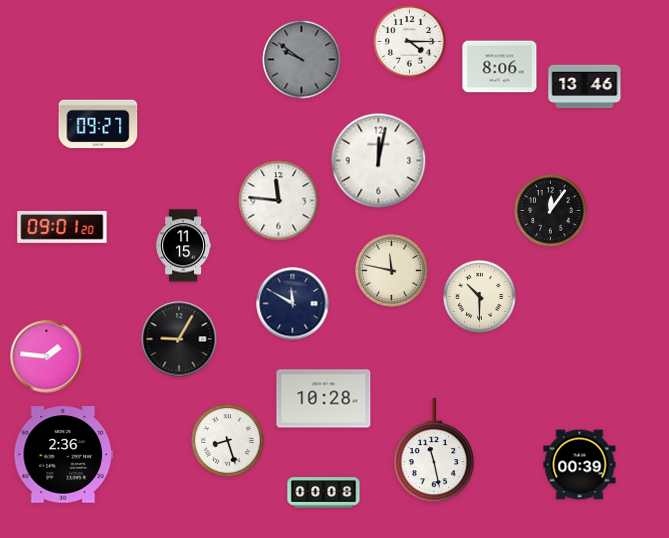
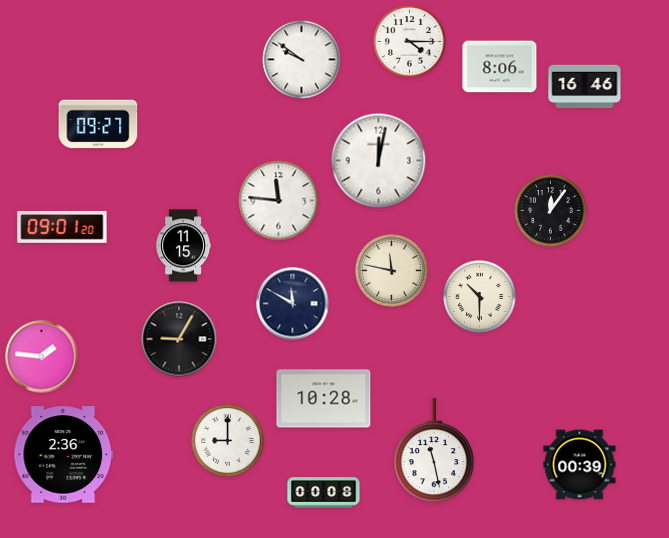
clock at (302, 60) dial: grey -> white
clock at (585, 87): 13:46 -> 16:46
clock at (47, 357) position: (47, 357) -> (42, 357)
clock at (228, 441): 8:27 -> 9:00
